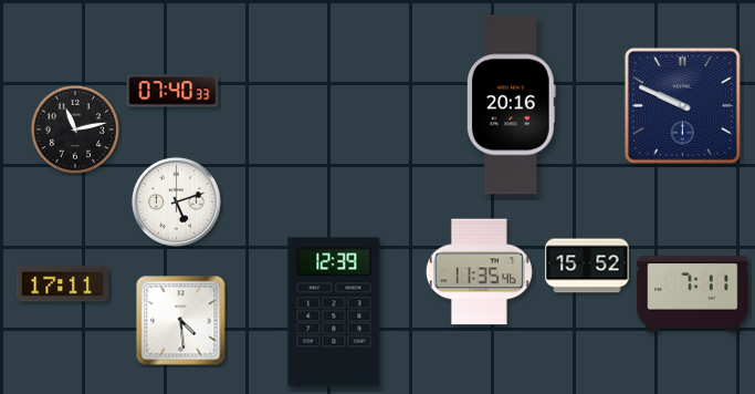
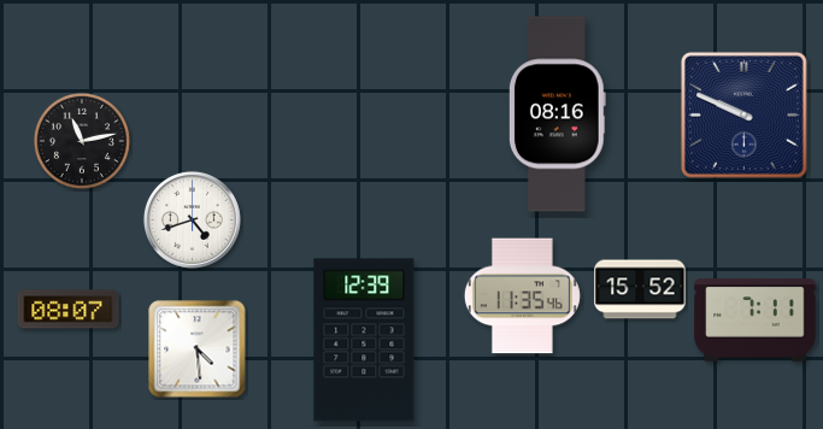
clock at (172, 91): 07:40 -> none
clock at (511, 105): 20:16 -> 08:16
clock at (177, 203): 5:12 -> 4:42
clock at (63, 284): 17:11 -> 08:07
